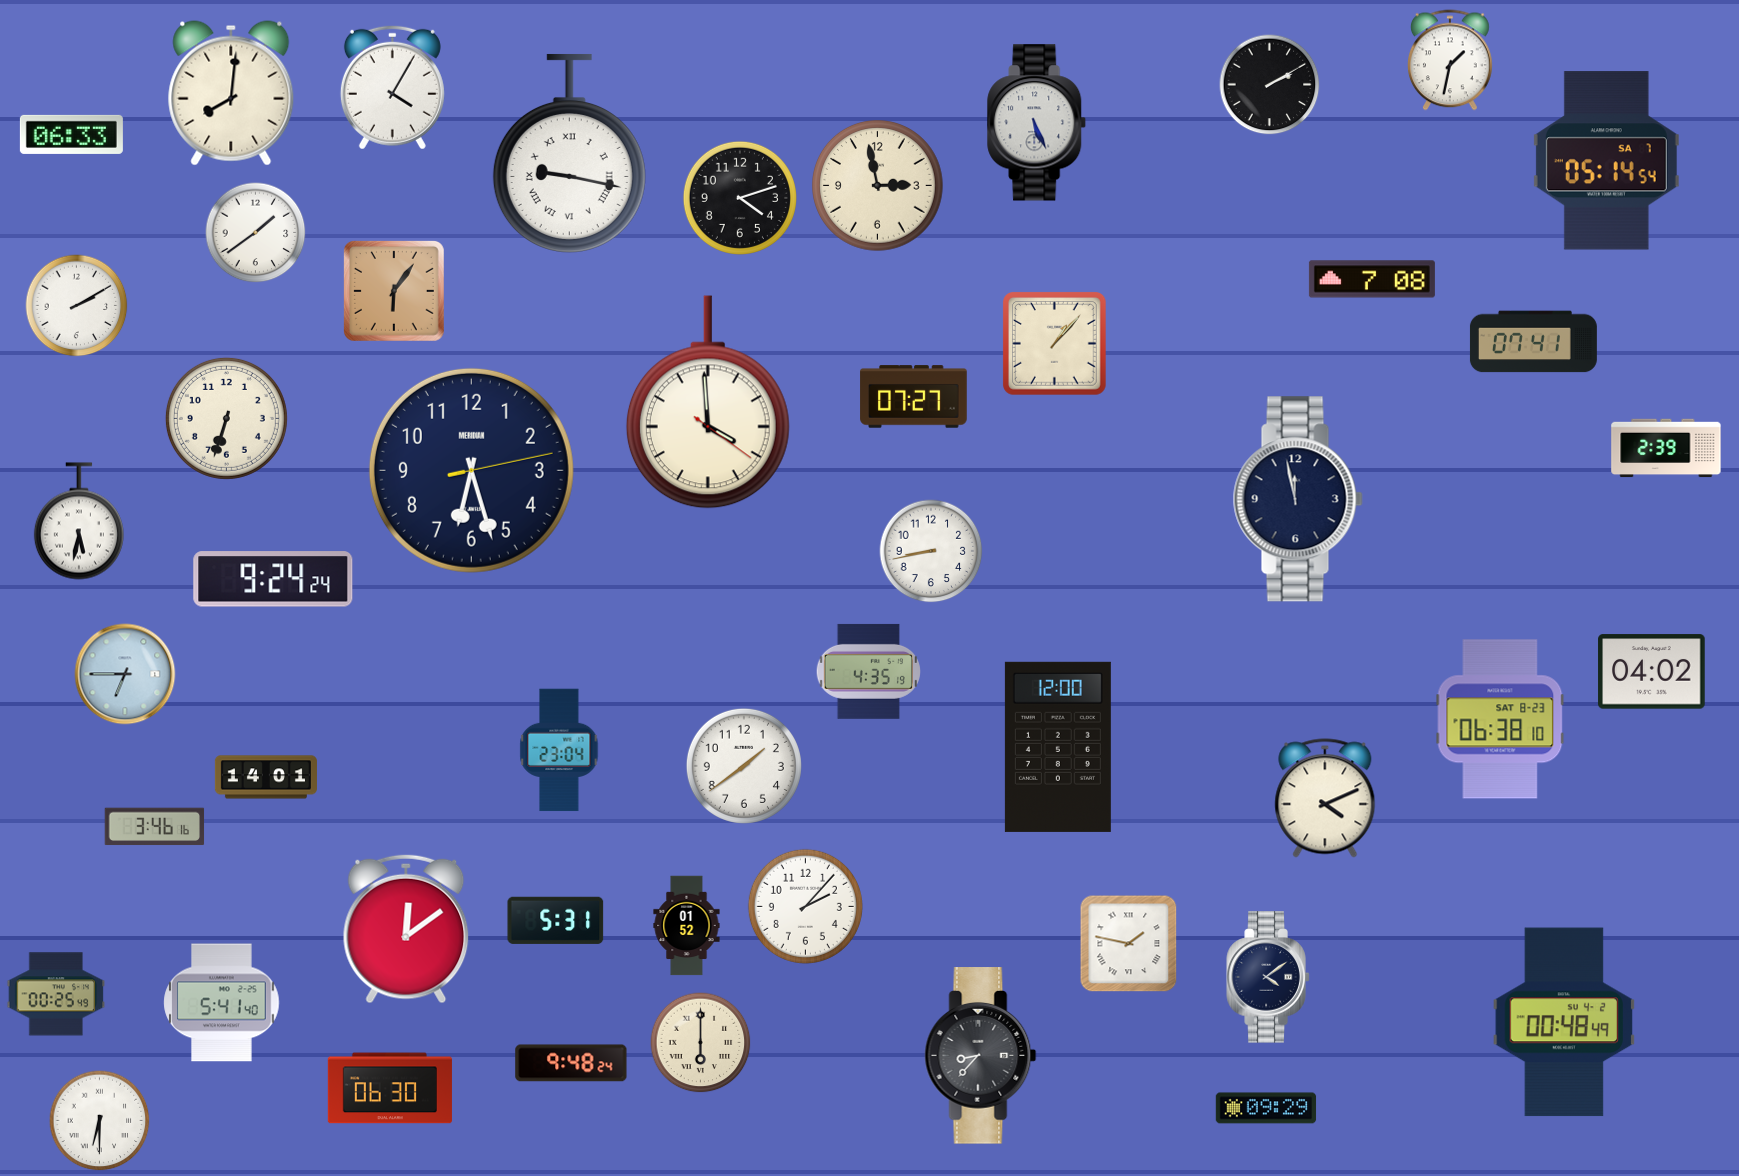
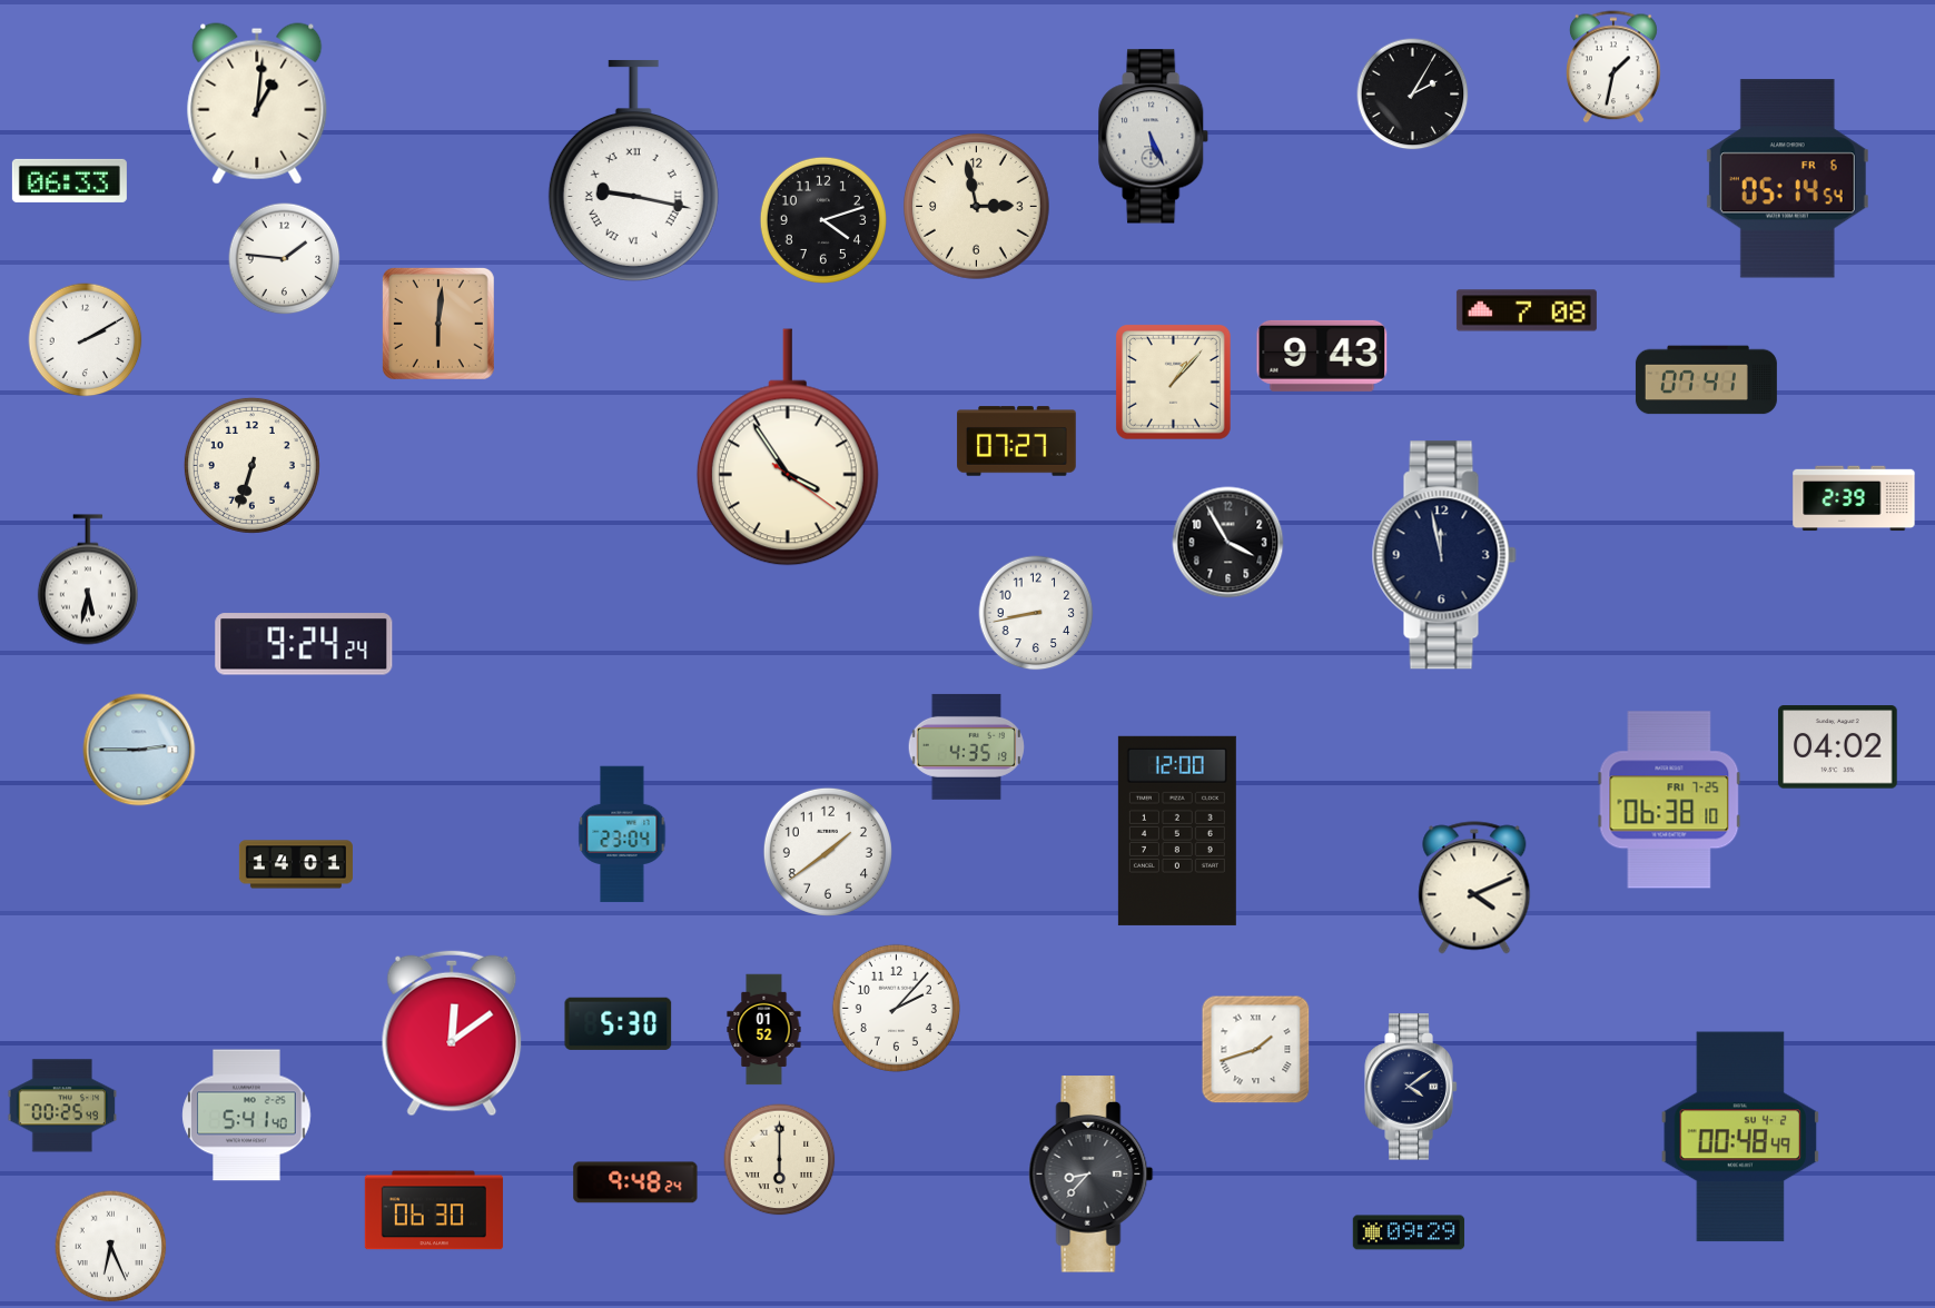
clock at (1270, 85): 2:10 -> 2:05
clock at (392, 87): 4:05 -> none
clock at (231, 93): 8:01 -> 1:01
clock at (71, 134) position: (71, 134) -> (69, 180)
clock at (1606, 161) date: SA 7 -> FR 6
clock at (256, 233): 1:39 -> 1:46
clock at (394, 291): 6:06 -> 6:01
clock at (1322, 356): none -> 9:43
clock at (708, 402): 3:59 -> 3:54
clock at (471, 470): 6:27 -> none
clock at (1228, 543): none -> 3:55
clock at (125, 674): 6:45 -> 2:45
clock at (1500, 719) date: SAT 8-23 -> FRI 7-25
clock at (155, 827): 3:46 -> none
clock at (556, 920): 5:31 -> 5:30
clock at (1129, 944): 1:47 -> 1:42
clock at (100, 1121): 6:30 -> 6:26
